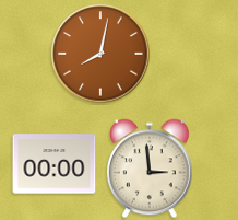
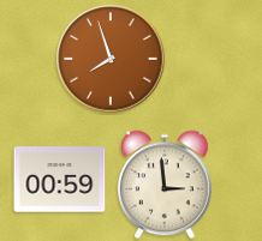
clock at (100, 54): 8:02 -> 7:57
clock at (55, 164): 00:00 -> 00:59
